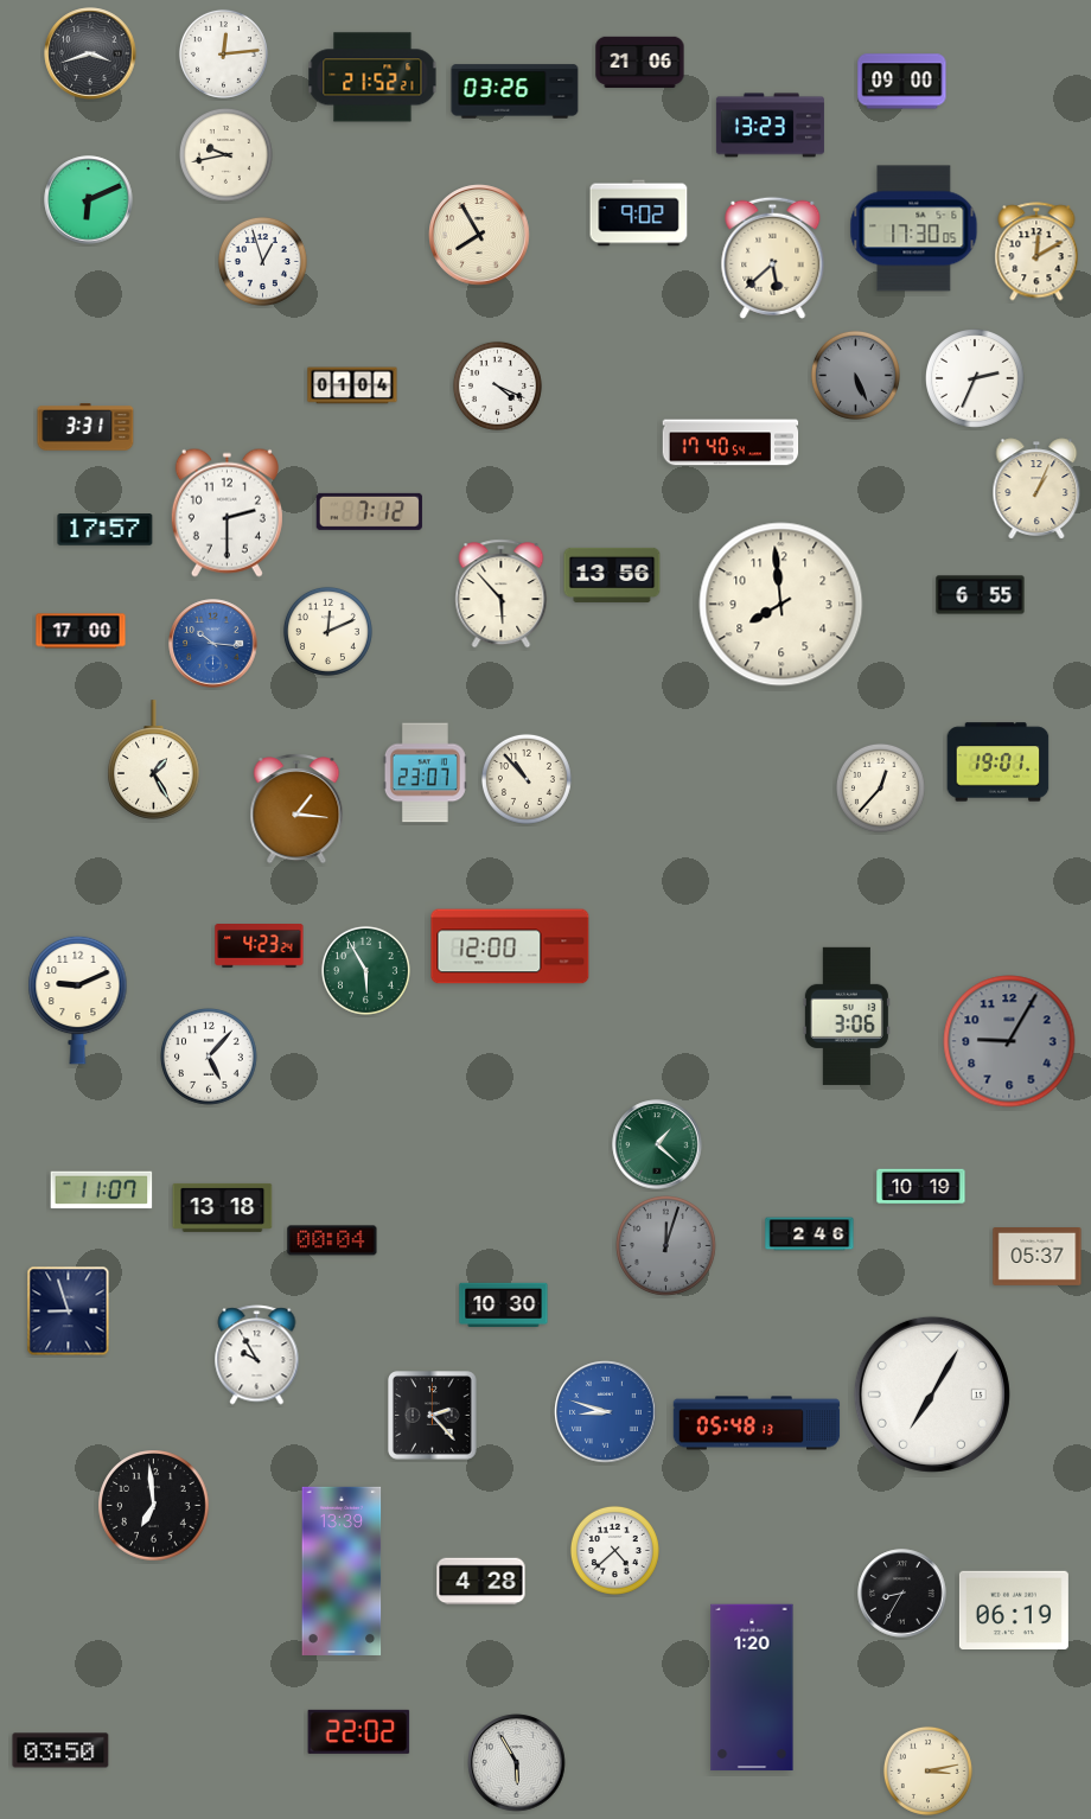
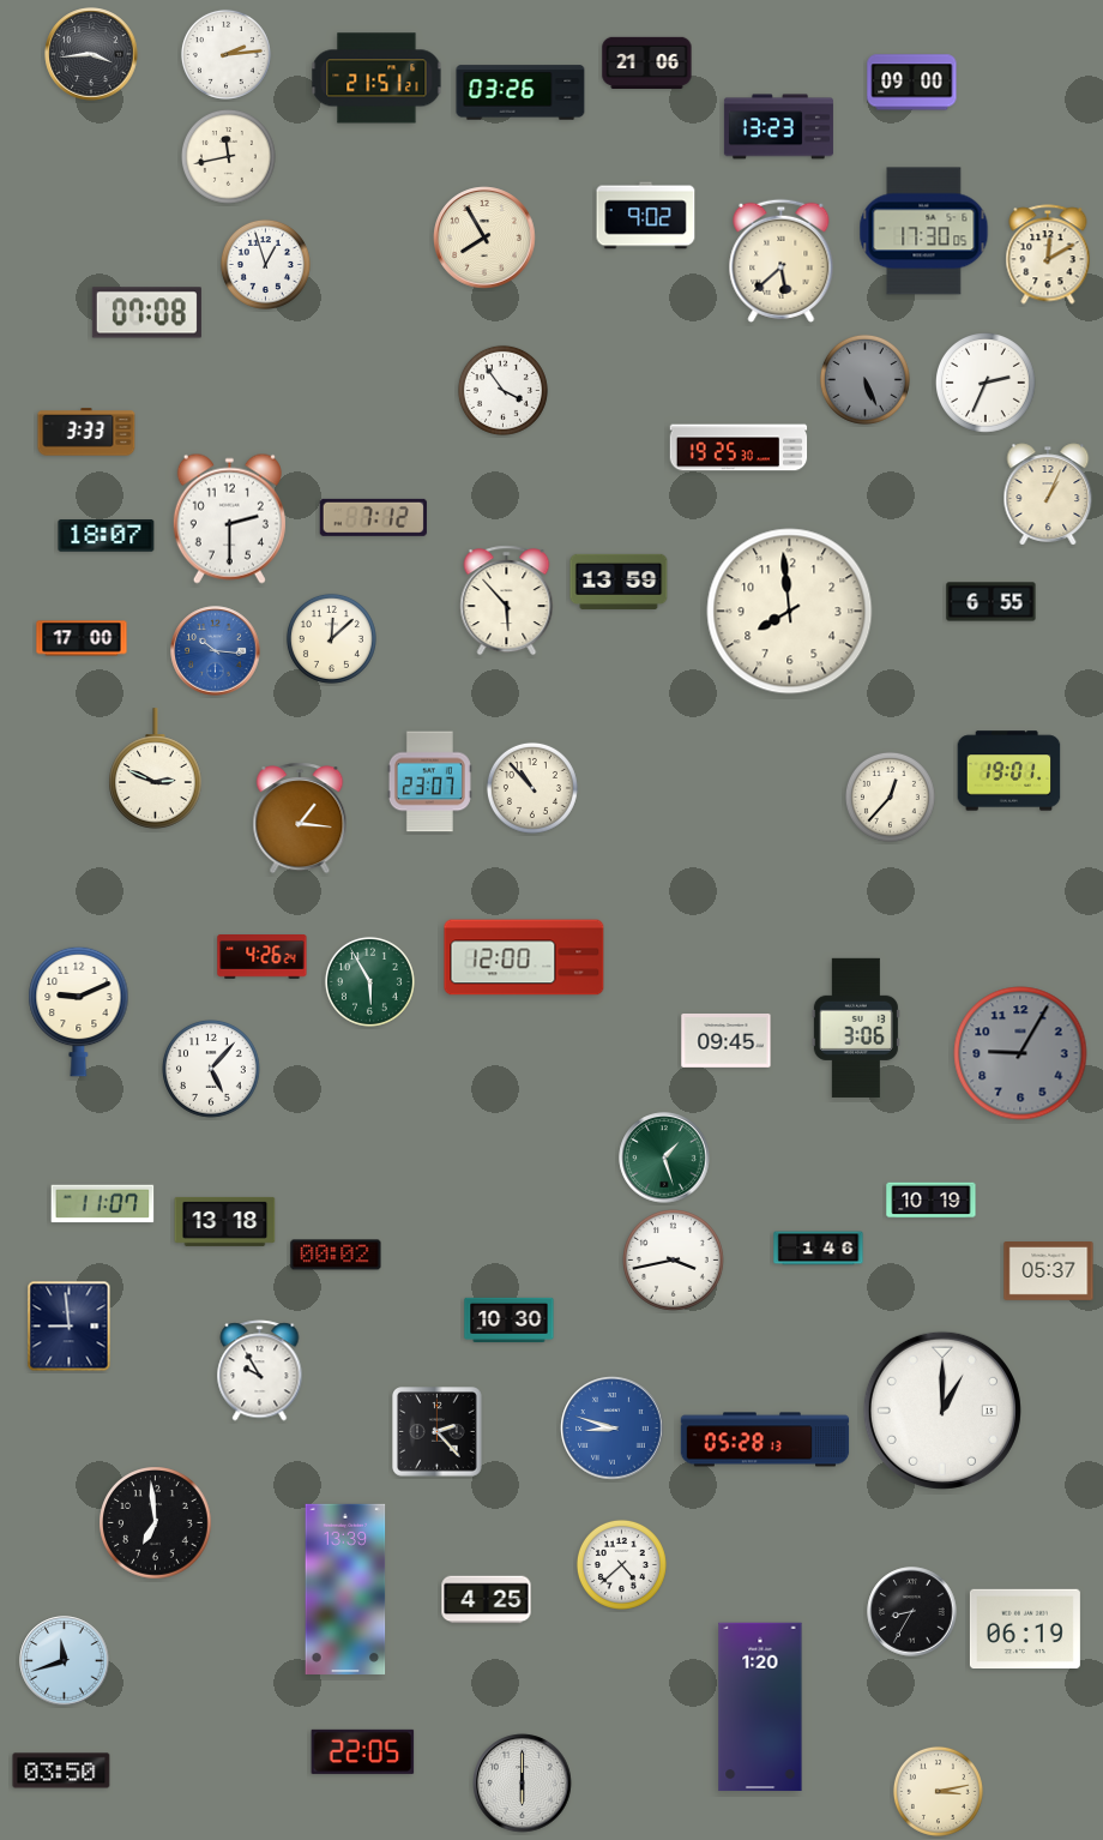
clock at (90, 53): 3:42 -> 3:44
clock at (223, 53): 12:14 -> 2:14
clock at (372, 77): 21:52 -> 21:51
clock at (225, 154): 9:43 -> 11:43
clock at (89, 200): 6:11 -> none
clock at (146, 313): none -> 07:08
clock at (352, 385): 01:04 -> none
clock at (497, 385): 4:19 -> 3:54
clock at (85, 427): 3:31 -> 3:33
clock at (730, 442): 17:40 -> 19:25
clock at (106, 530): 17:57 -> 18:07
clock at (612, 575): 13:56 -> 13:59
clock at (327, 631): 12:11 -> 12:08
clock at (154, 760): 1:25 -> 2:49
clock at (260, 946): 4:23 -> 4:26
clock at (510, 946) position: (510, 946) -> (524, 957)
clock at (727, 1041): none -> 09:45
clock at (657, 1144): 1:22 -> 1:27
clock at (810, 1234): 2:46 -> 1:46
clock at (332, 1240): 00:04 -> 00:02
clock at (666, 1246): 12:03 -> 3:43
clock at (666, 1246) dial: grey -> white
clock at (69, 1311): 8:57 -> 8:59
clock at (932, 1394): 7:05 -> 1:00
clock at (757, 1423): 05:48 -> 05:28
clock at (614, 1550) position: (614, 1550) -> (621, 1564)
clock at (481, 1582): 4:28 -> 4:25
clock at (65, 1661): none -> 11:42
clock at (359, 1731): 22:02 -> 22:05
clock at (517, 1763): 5:55 -> 6:00
